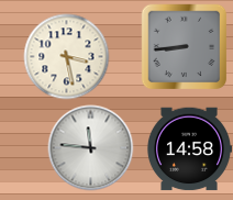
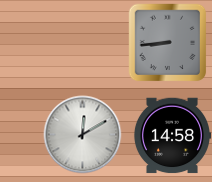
clock at (66, 56): 3:28 -> none
clock at (90, 147): 11:46 -> 12:10
